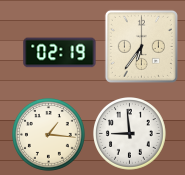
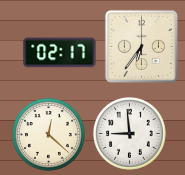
clock at (60, 53): 02:19 -> 02:17
clock at (49, 135): 1:16 -> 12:22
